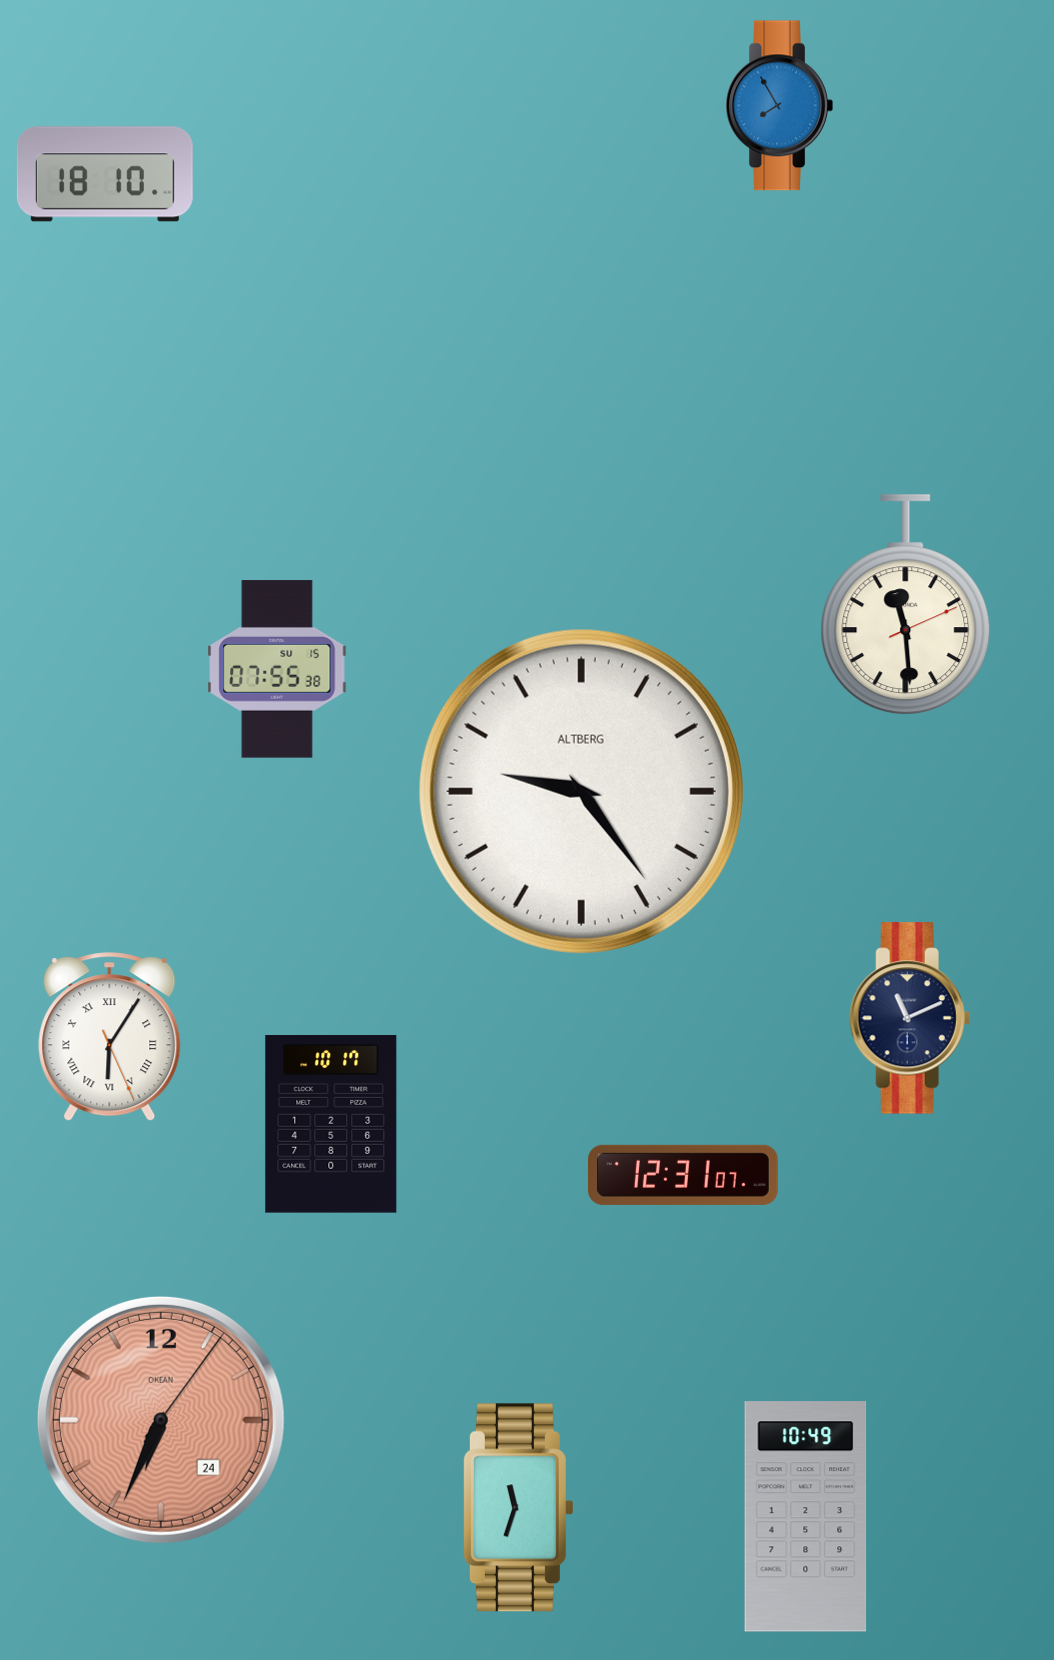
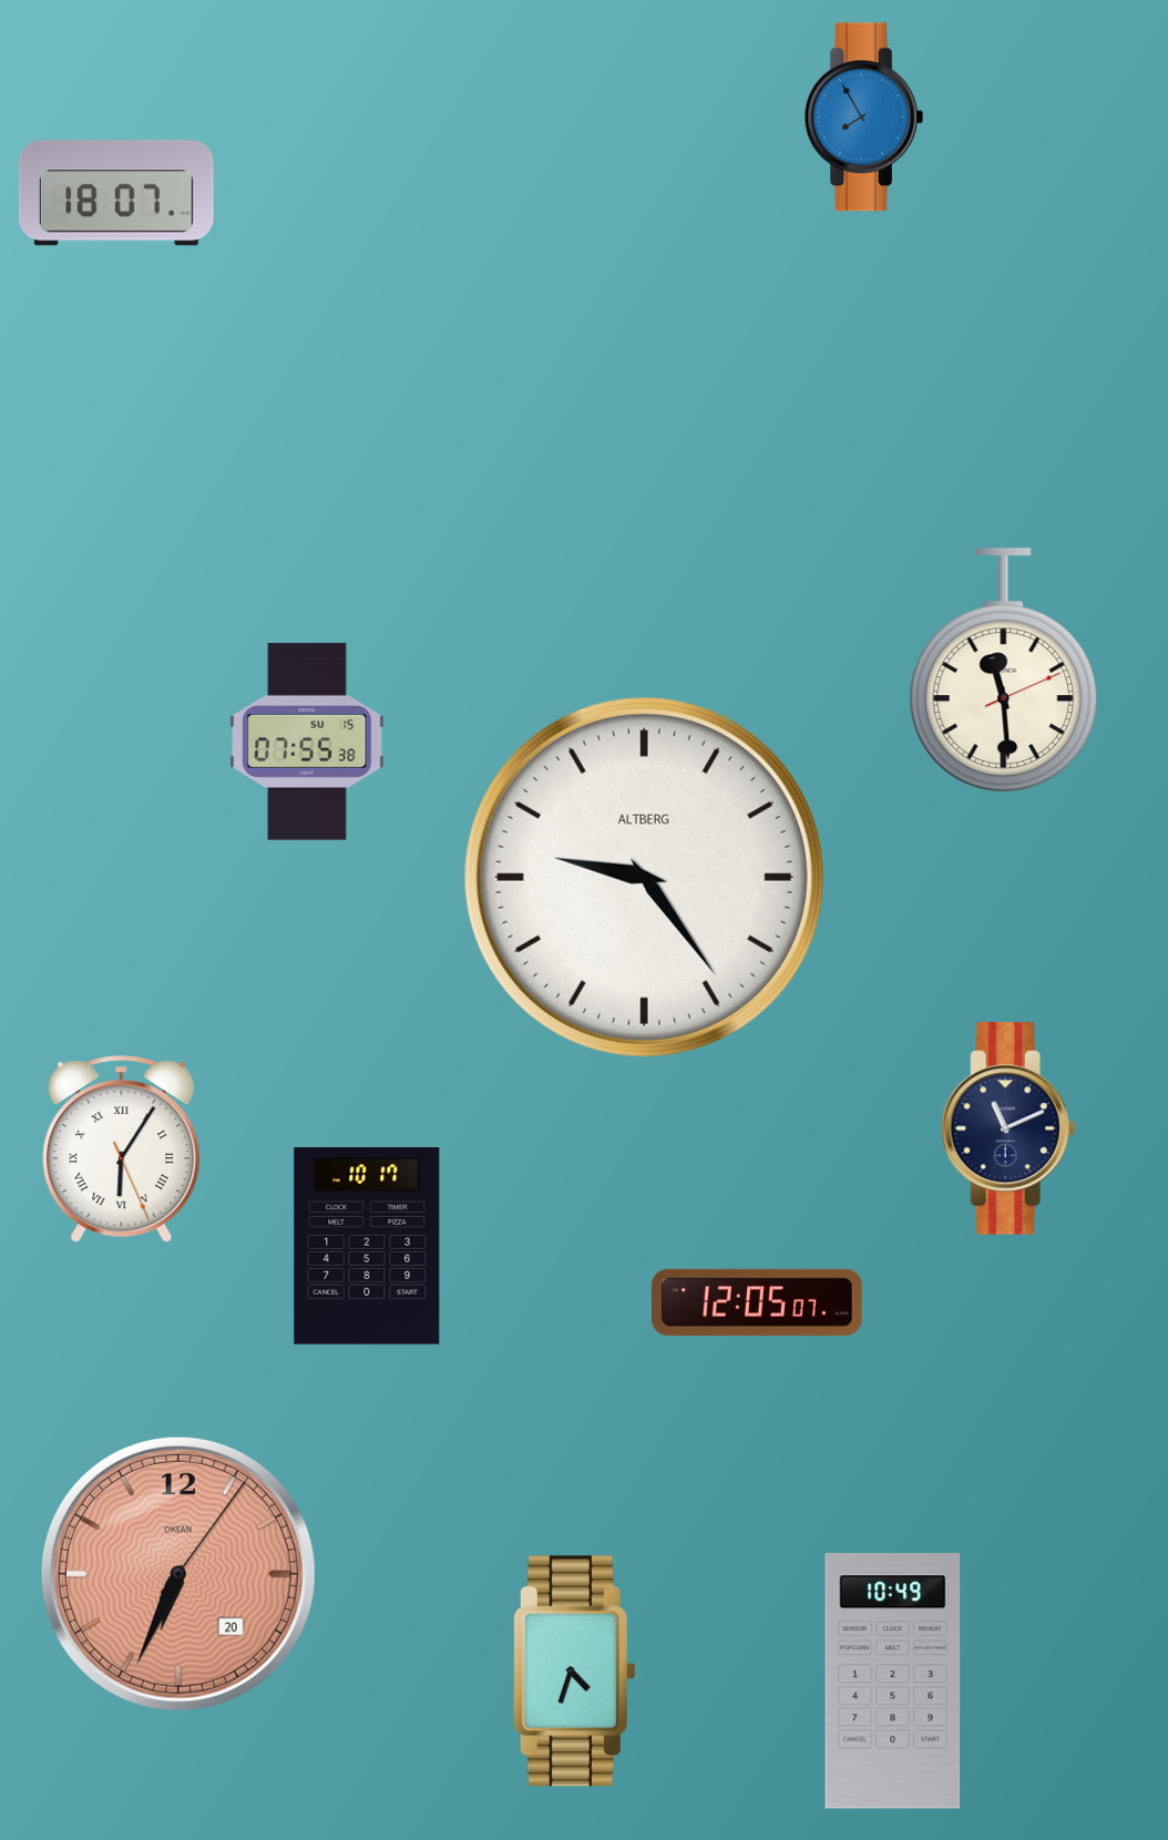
clock at (105, 174): 18:10 -> 18:07
clock at (684, 1175): 12:31 -> 12:05
clock at (161, 1420) date: 24 -> 20
clock at (518, 1508): 11:33 -> 4:33
